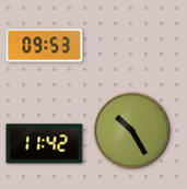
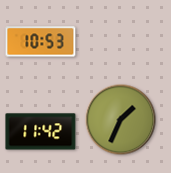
clock at (45, 46): 09:53 -> 10:53
clock at (132, 131): 10:25 -> 1:34
